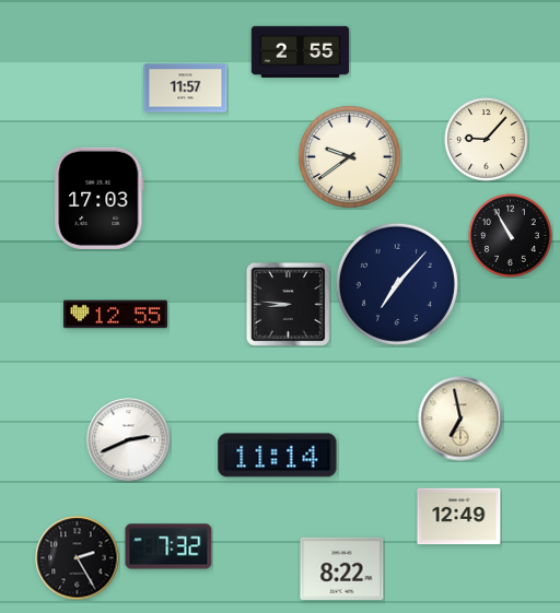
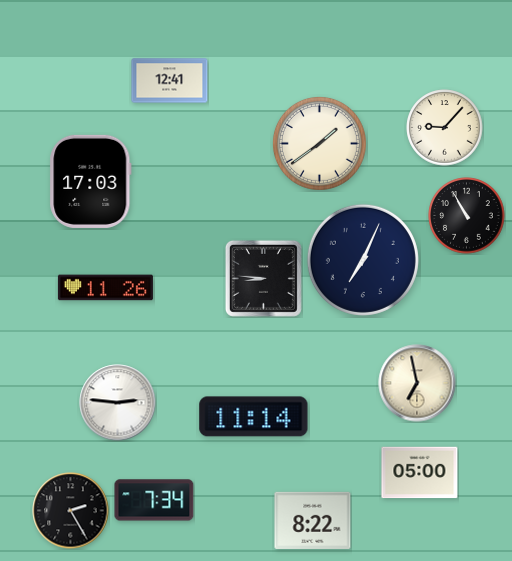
clock at (301, 51): 2:55 -> none
clock at (186, 89): 11:57 -> 12:41
clock at (349, 156): 9:39 -> 1:39
clock at (397, 284): 7:07 -> 7:04
clock at (115, 315): 12:55 -> 11:26
clock at (460, 419) position: (460, 419) -> (417, 383)
clock at (129, 440): 2:41 -> 2:46
clock at (459, 517): 12:49 -> 05:00
clock at (168, 546): 7:32 -> 7:34
